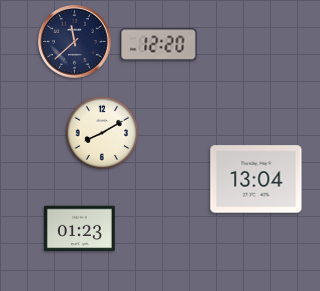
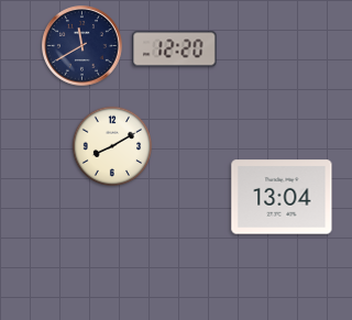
clock at (75, 42): 11:38 -> 11:40
clock at (79, 229): 01:23 -> none
